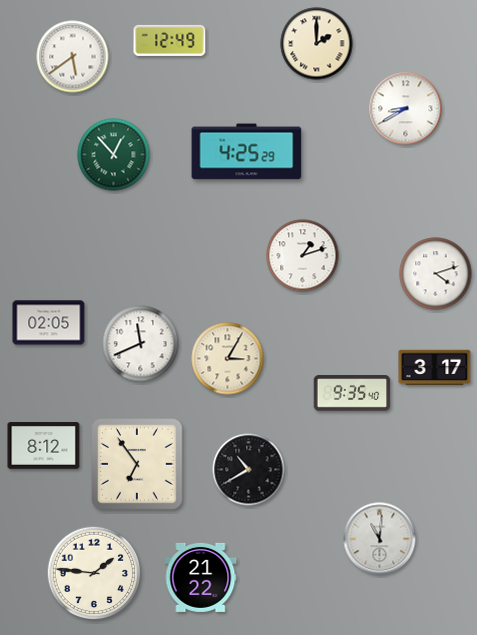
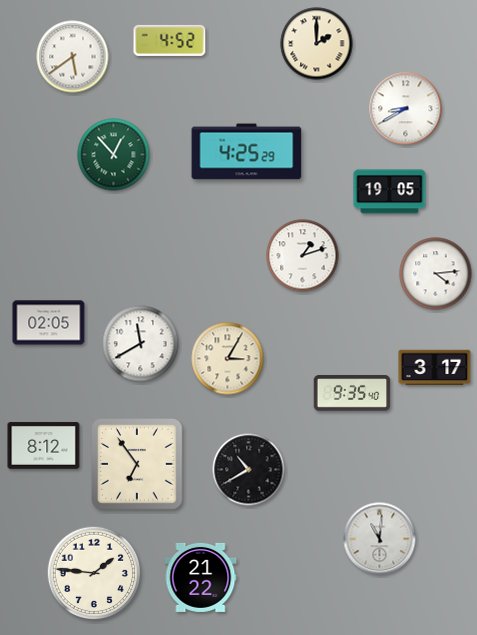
clock at (170, 40): 12:49 -> 4:52
clock at (390, 192): none -> 19:05
clock at (436, 274): 4:12 -> 4:14
clock at (141, 344): 11:41 -> 11:40
